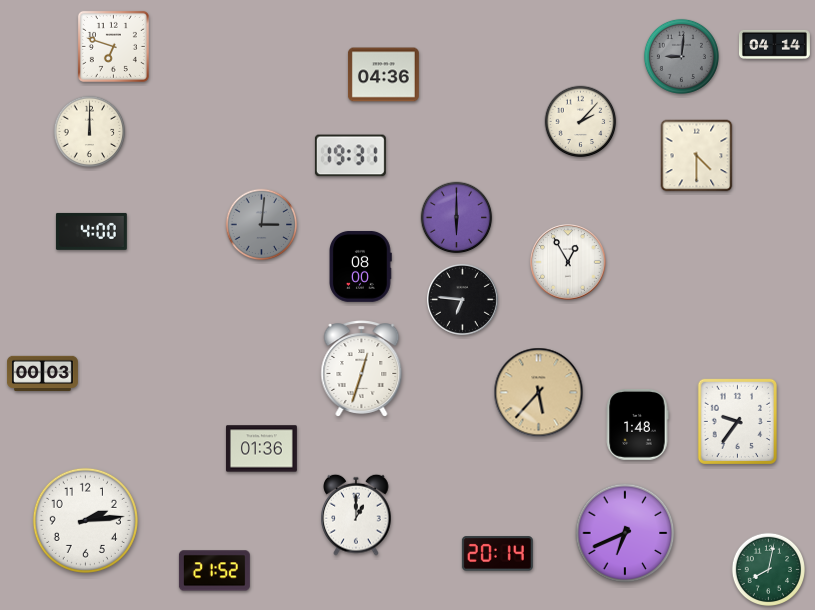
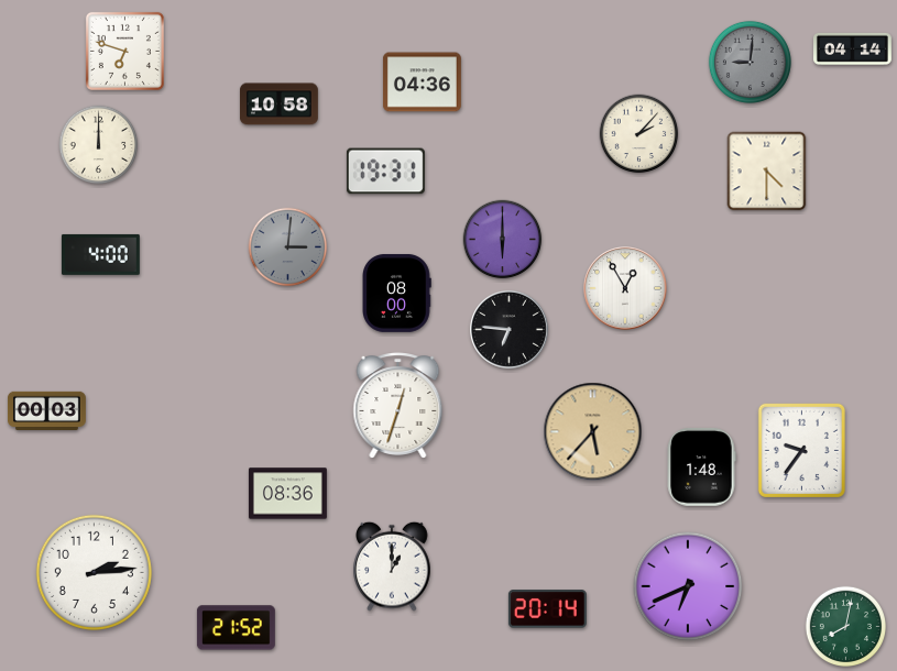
clock at (278, 105): none -> 10:58
clock at (737, 421) position: (737, 421) -> (801, 450)
clock at (261, 449): 01:36 -> 08:36
